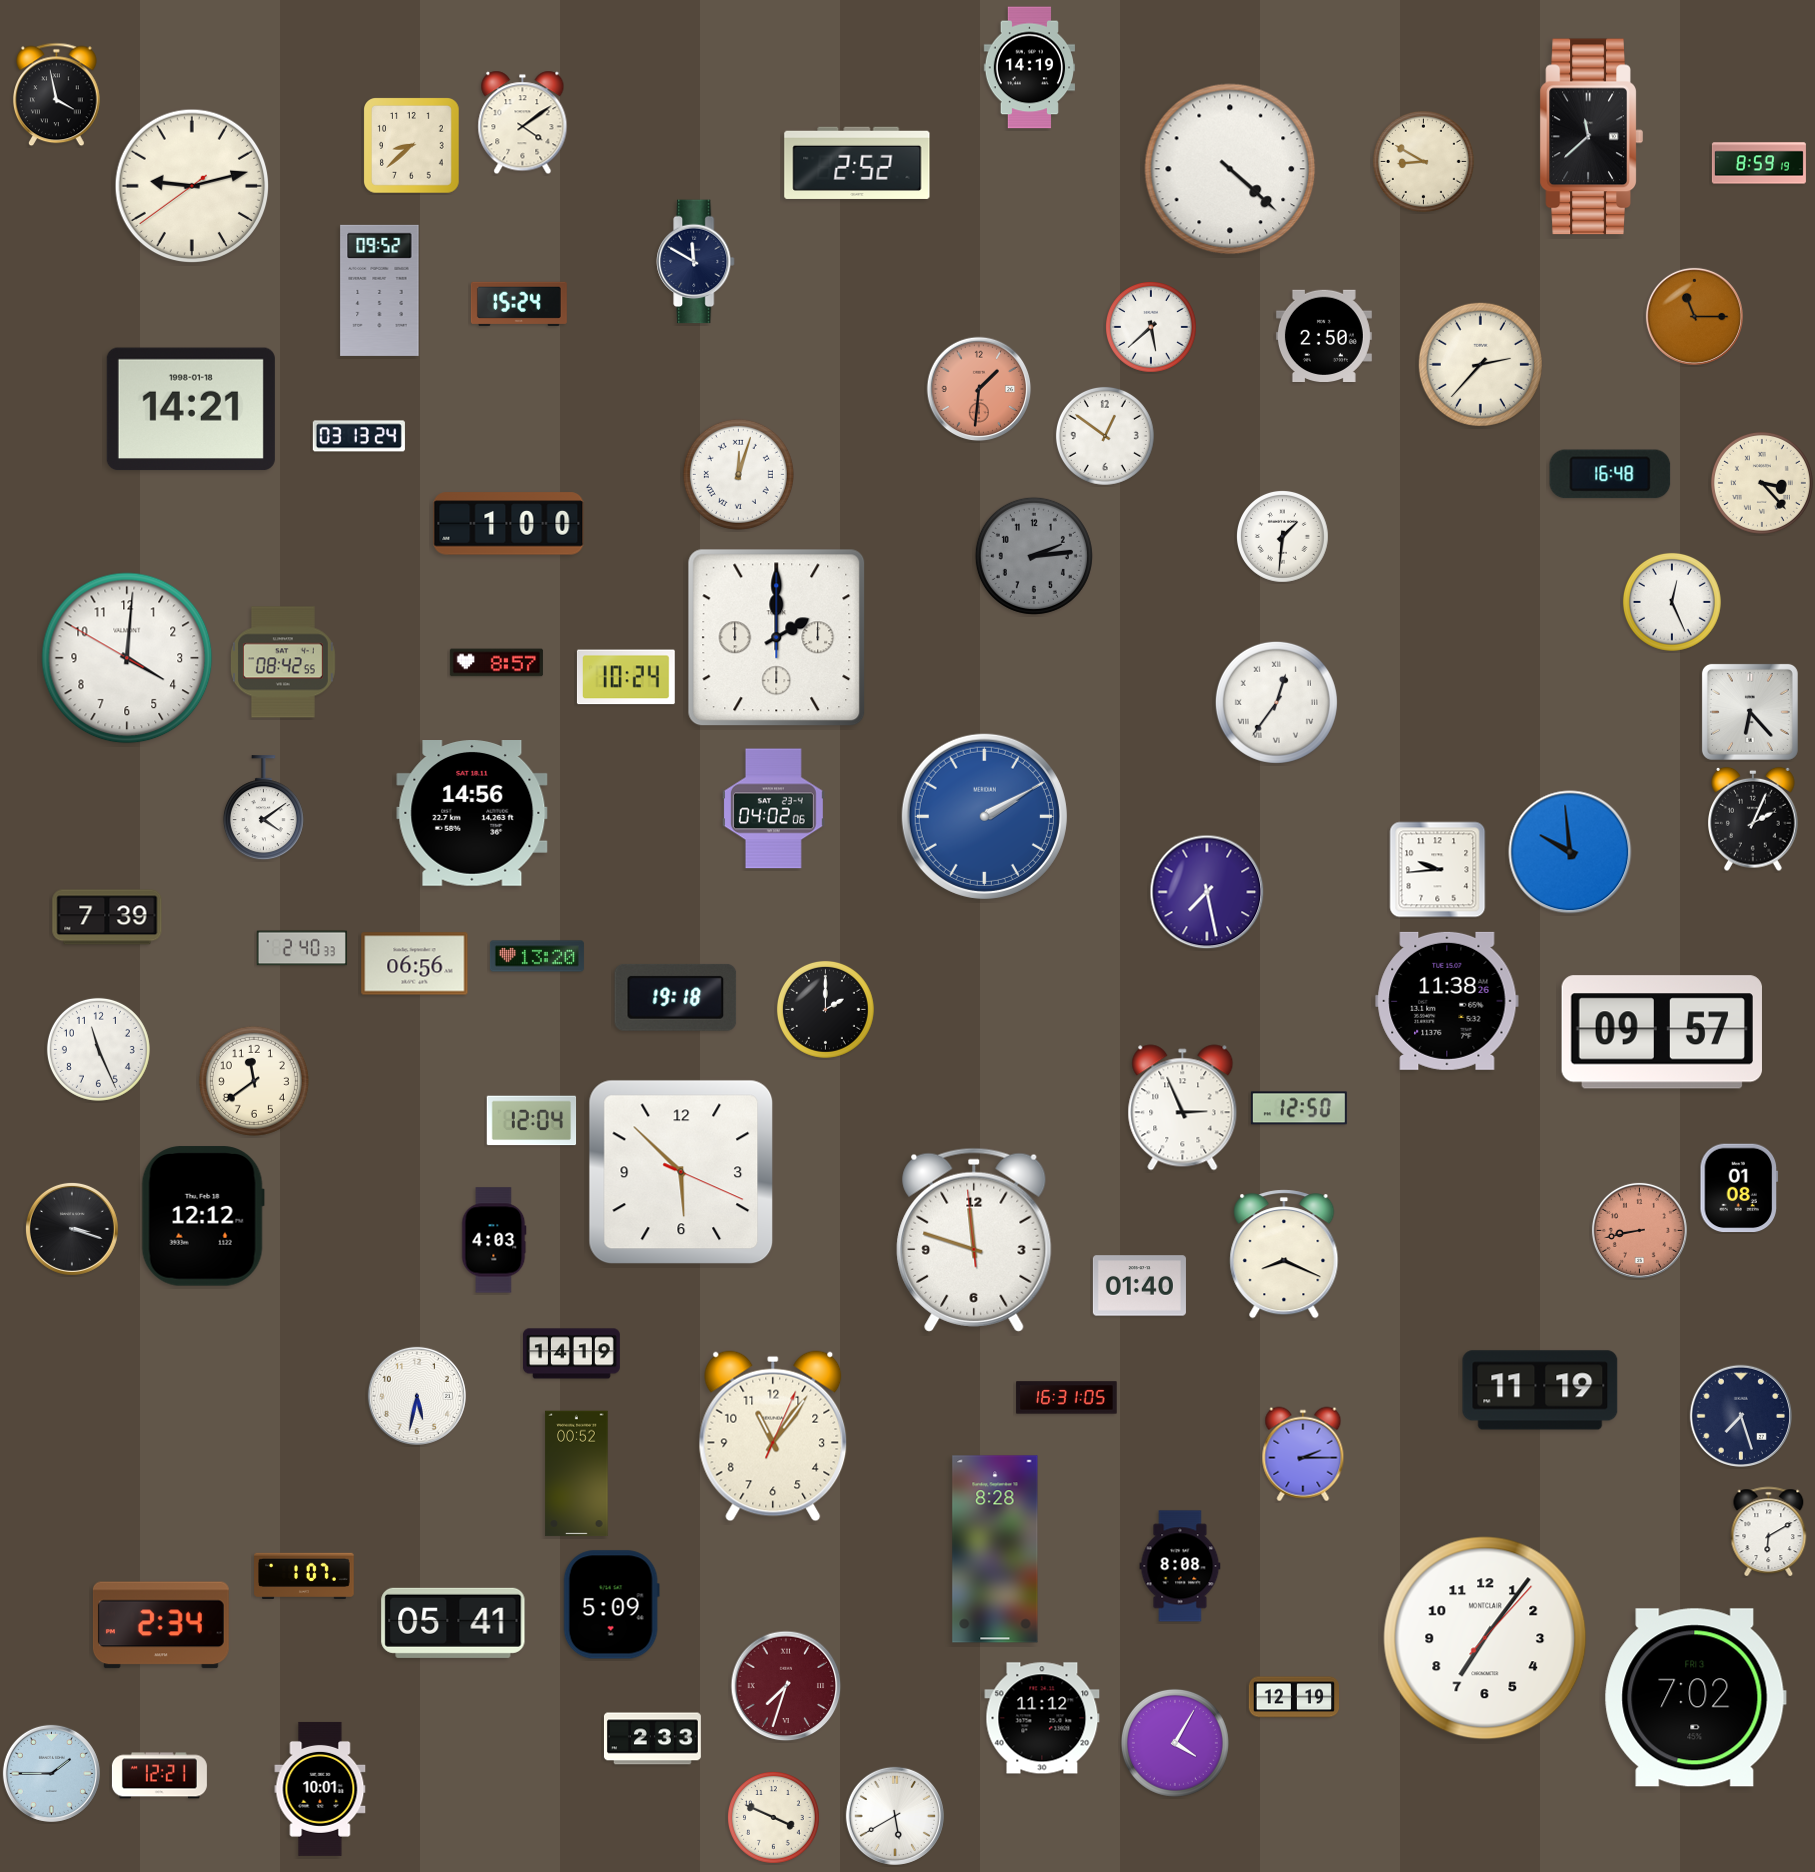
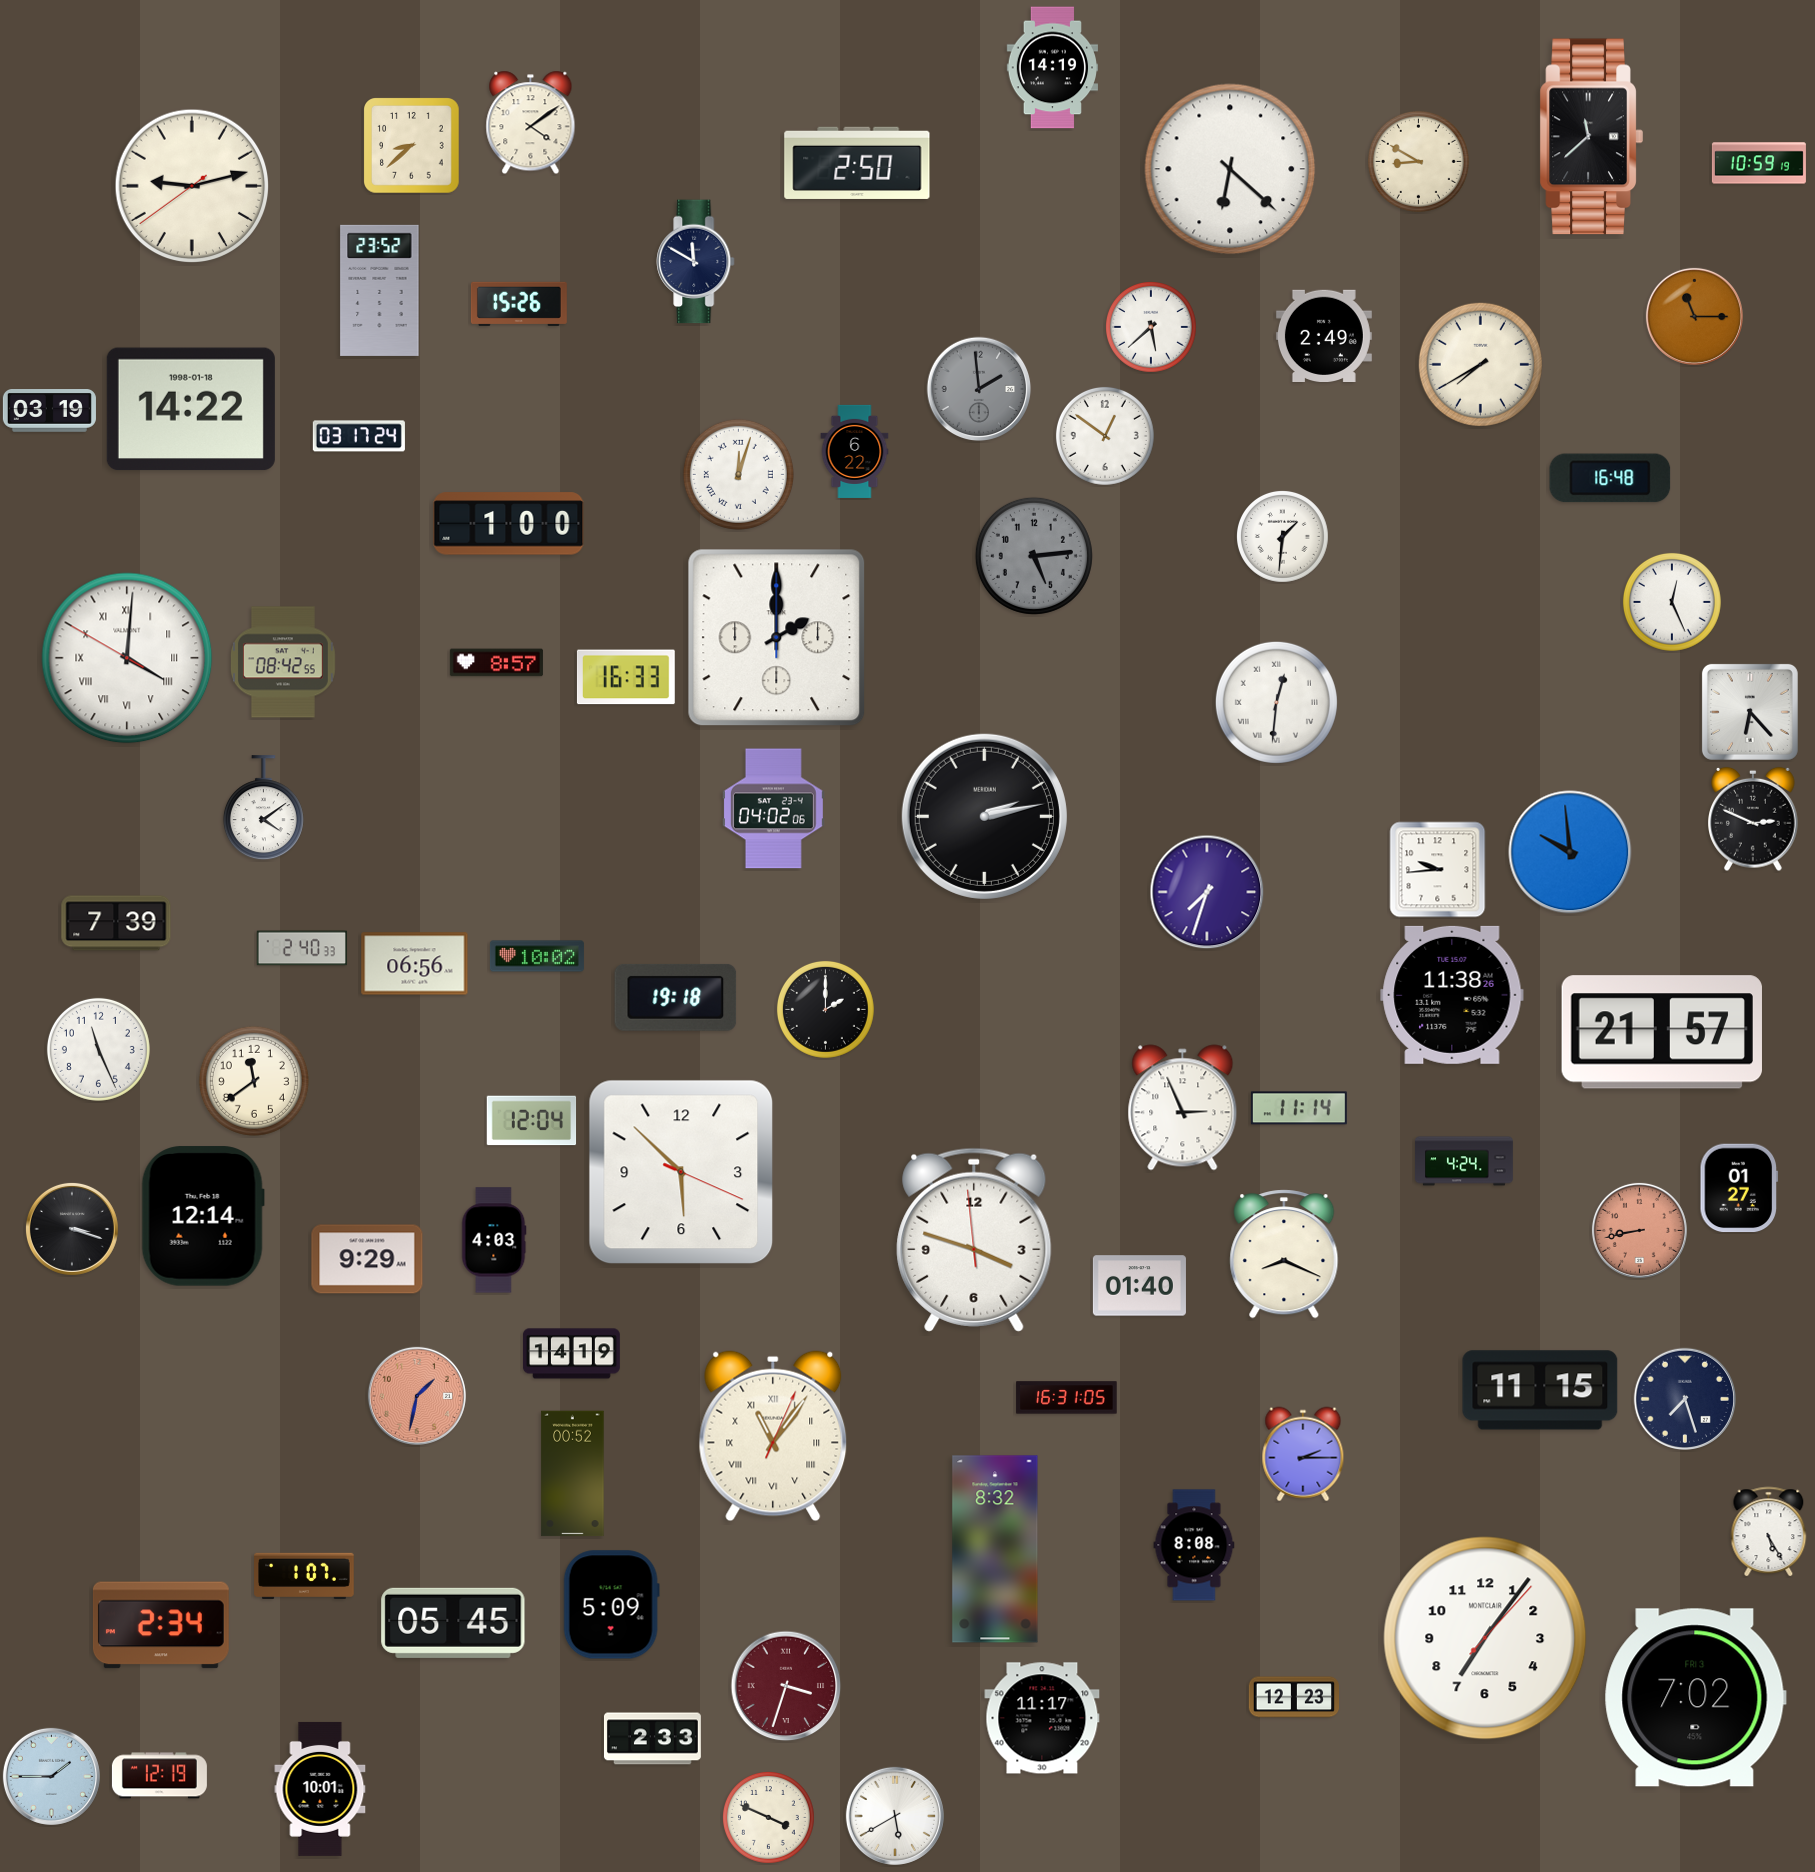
clock at (1029, 68) position: (1029, 68) -> (1052, 68)
clock at (57, 95): 3:58 -> none
clock at (523, 123) position: (523, 123) -> (531, 123)
clock at (1423, 161) position: (1423, 161) -> (1418, 161)
clock at (857, 163): 2:52 -> 2:50
clock at (1759, 163): 8:59 -> 10:59
clock at (1230, 169): 4:22 -> 6:22
clock at (380, 290): 09:52 -> 23:52
clock at (519, 304): 15:24 -> 15:26
clock at (1324, 335): 2:50 -> 2:49
clock at (1480, 364): 2:37 -> 7:40
clock at (979, 389): 1:31 -> 1:59
clock at (979, 389) dial: salmon -> grey
clock at (191, 409): 14:21 -> 14:22
clock at (49, 411): none -> 03:19
clock at (359, 436): 03:13 -> 03:17
clock at (855, 451): none -> 6:22
clock at (1610, 474) position: (1610, 474) -> (1610, 478)
clock at (1762, 483): 3:23 -> none
clock at (1034, 556): 2:14 -> 5:14
clock at (127, 658) numerals: Arabic -> Roman
clock at (626, 677): 10:24 -> 16:33
clock at (1276, 702): 12:36 -> 12:31
clock at (472, 814): 14:56 -> none
clock at (984, 816): 2:10 -> 2:13
clock at (984, 816) dial: blue -> black
clock at (1753, 819): 2:04 -> 2:49
clock at (1207, 892): 7:28 -> 7:33
clock at (107, 917) position: (107, 917) -> (116, 923)
clock at (537, 956): 13:20 -> 10:02
clock at (1447, 1001) position: (1447, 1001) -> (1452, 995)
clock at (1662, 1032): 09:57 -> 21:57
clock at (1299, 1108): 12:50 -> 11:14
clock at (1464, 1161): none -> 4:24
clock at (1739, 1188): 01:08 -> 01:27
clock at (203, 1216): 12:12 -> 12:14
clock at (974, 1240): 11:47 -> 3:47
clock at (367, 1259): none -> 9:29
clock at (1540, 1390): 11:19 -> 11:15
clock at (417, 1396): 5:32 -> 1:32
clock at (417, 1396) dial: white -> salmon
clock at (1740, 1415) position: (1740, 1415) -> (1684, 1398)
clock at (773, 1436) numerals: Arabic -> Roman
clock at (577, 1474) position: (577, 1474) -> (573, 1474)
clock at (1769, 1532): 6:10 -> 5:25
clock at (995, 1549): 8:28 -> 8:32
clock at (1180, 1566) position: (1180, 1566) -> (1194, 1545)
clock at (453, 1623): 05:41 -> 05:45
clock at (786, 1686): 7:33 -> 3:33
clock at (1294, 1697): 12:19 -> 12:23
clock at (1042, 1718): 11:12 -> 11:17
clock at (1175, 1743): 4:05 -> none
clock at (51, 1773) position: (51, 1773) -> (51, 1776)
clock at (159, 1776): 12:21 -> 12:19
clock at (774, 1818) position: (774, 1818) -> (769, 1818)
